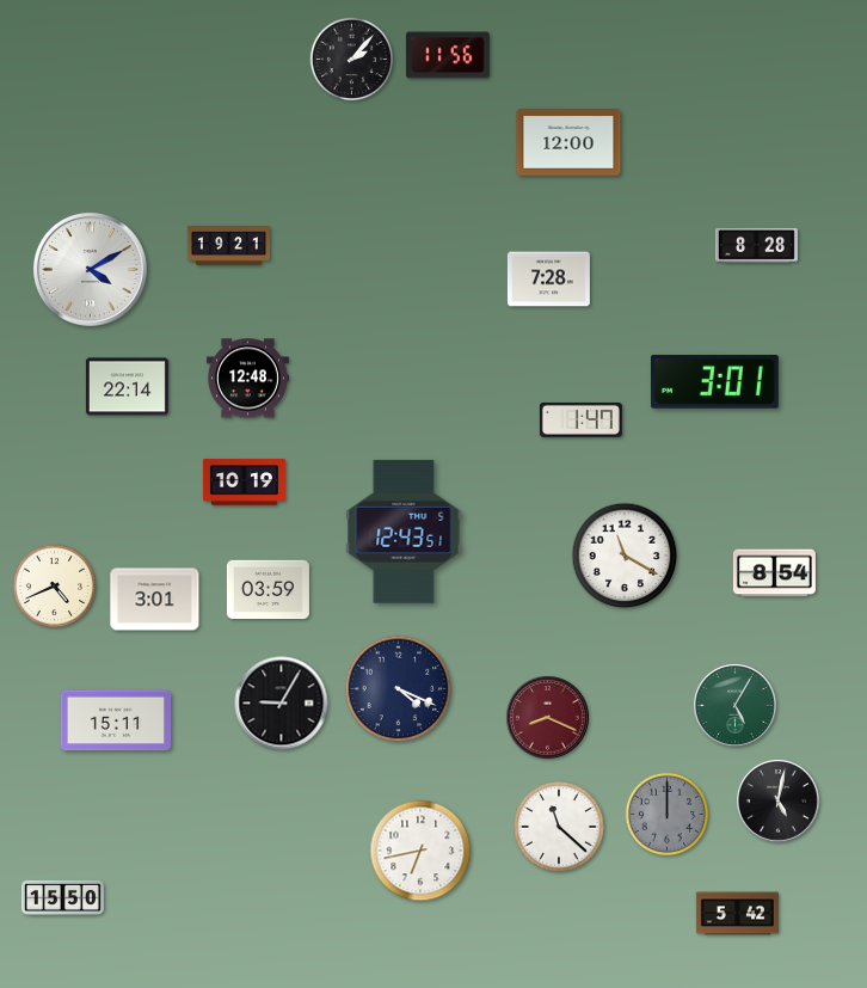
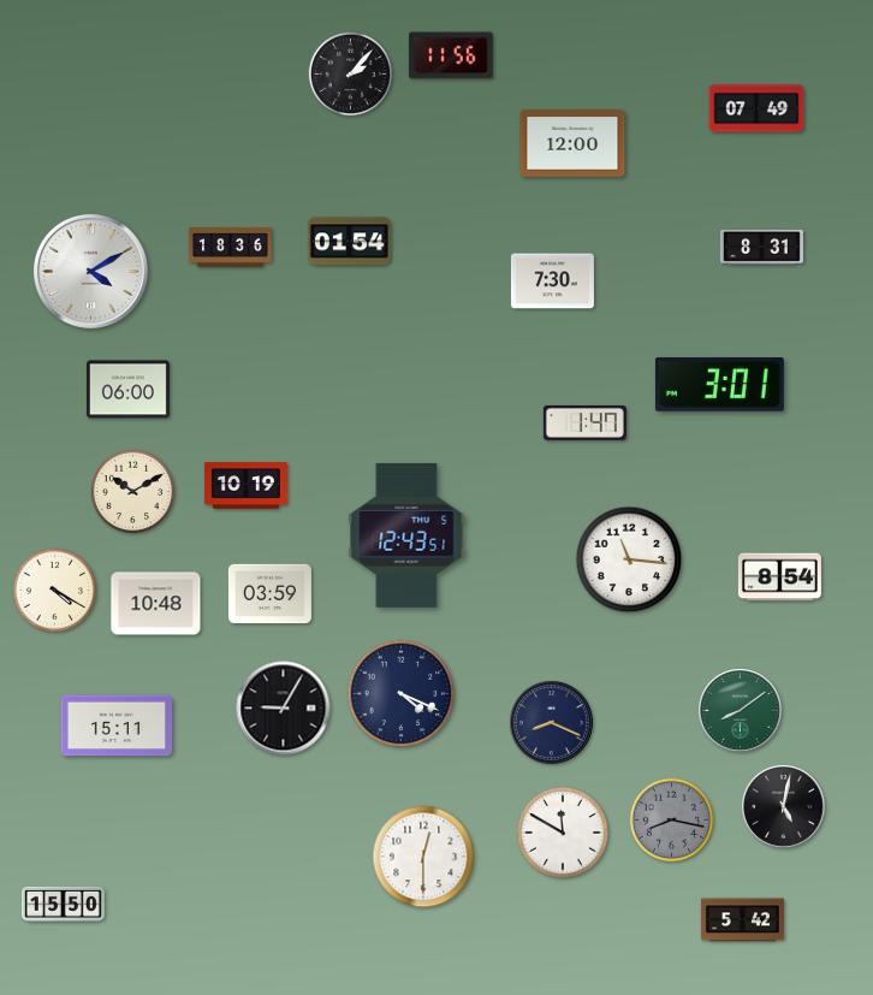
clock at (352, 60) position: (352, 60) -> (351, 75)
clock at (756, 108): none -> 07:49
clock at (349, 242): none -> 01:54
clock at (756, 245): 8:28 -> 8:31
clock at (228, 246): 19:21 -> 18:36
clock at (548, 280): 7:28 -> 7:30
clock at (247, 379): 12:48 -> none
clock at (127, 387): 22:14 -> 06:00
clock at (133, 492): none -> 10:10
clock at (625, 556): 11:20 -> 11:16
clock at (55, 587): 4:41 -> 4:20
clock at (155, 600): 3:01 -> 10:48
clock at (736, 706): 5:05 -> 8:09
clock at (548, 718) dial: burgundy -> navy
clock at (668, 815): 12:00 -> 8:17
clock at (559, 827): 11:22 -> 11:50
clock at (420, 851): 6:43 -> 12:30
